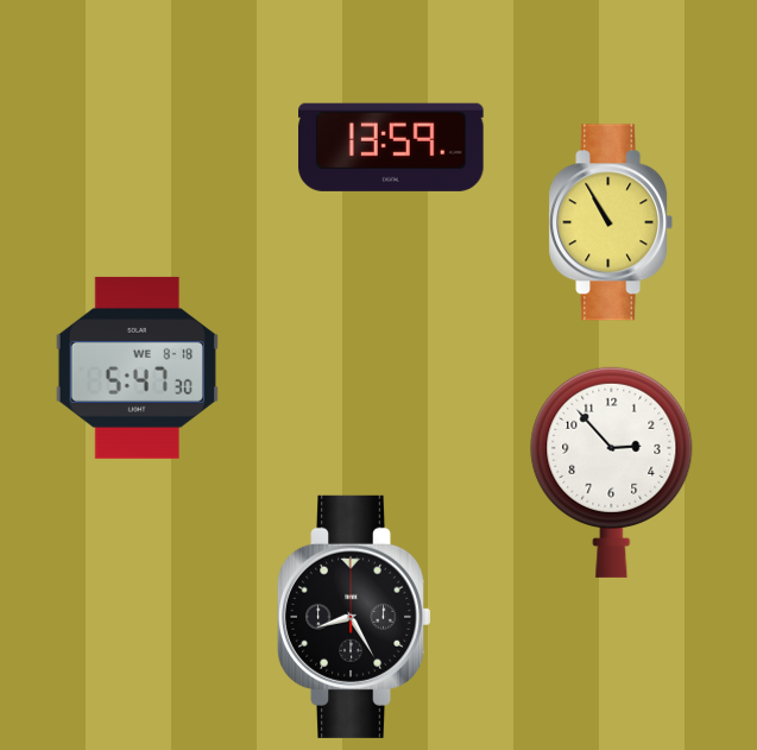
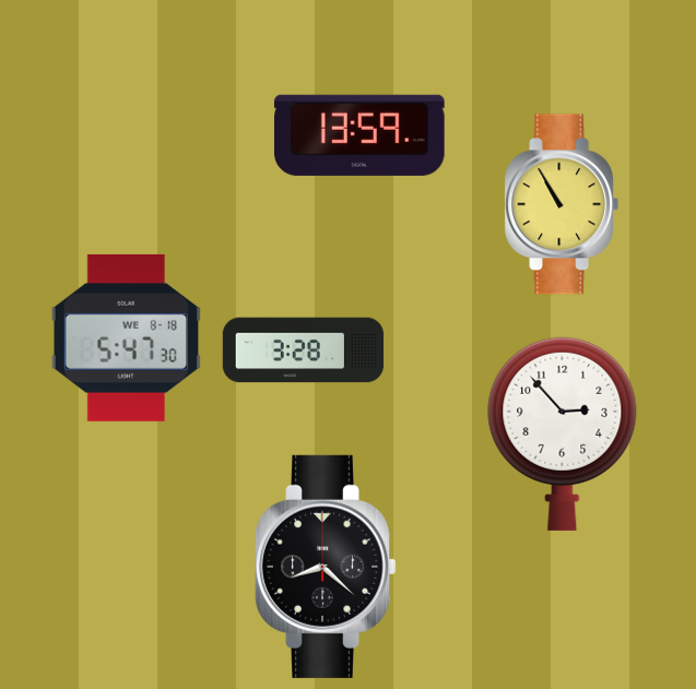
clock at (304, 351): none -> 3:28
clock at (354, 617): 8:25 -> 8:22
